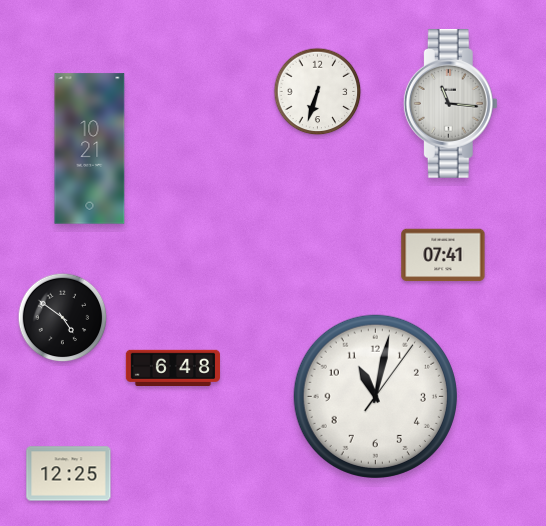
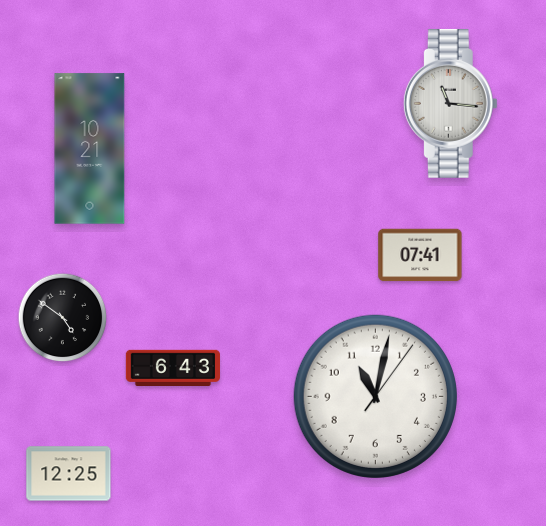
clock at (318, 92): 6:33 -> none
clock at (443, 255) position: (443, 255) -> (420, 255)
clock at (173, 367): 6:48 -> 6:43
